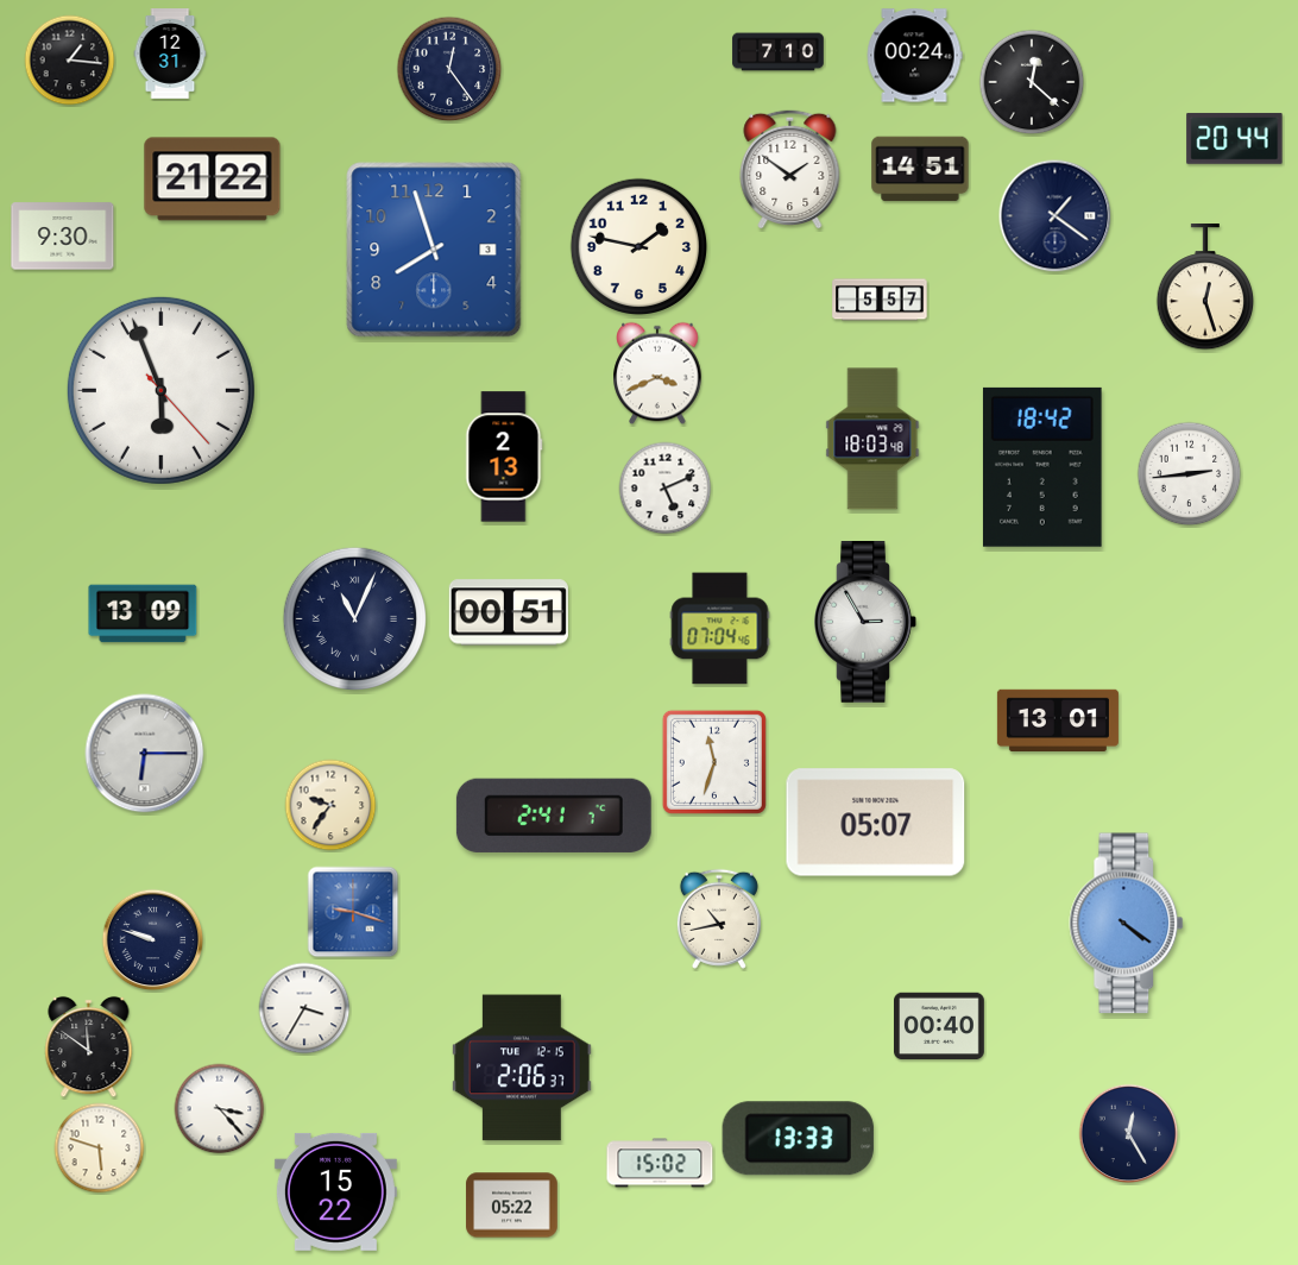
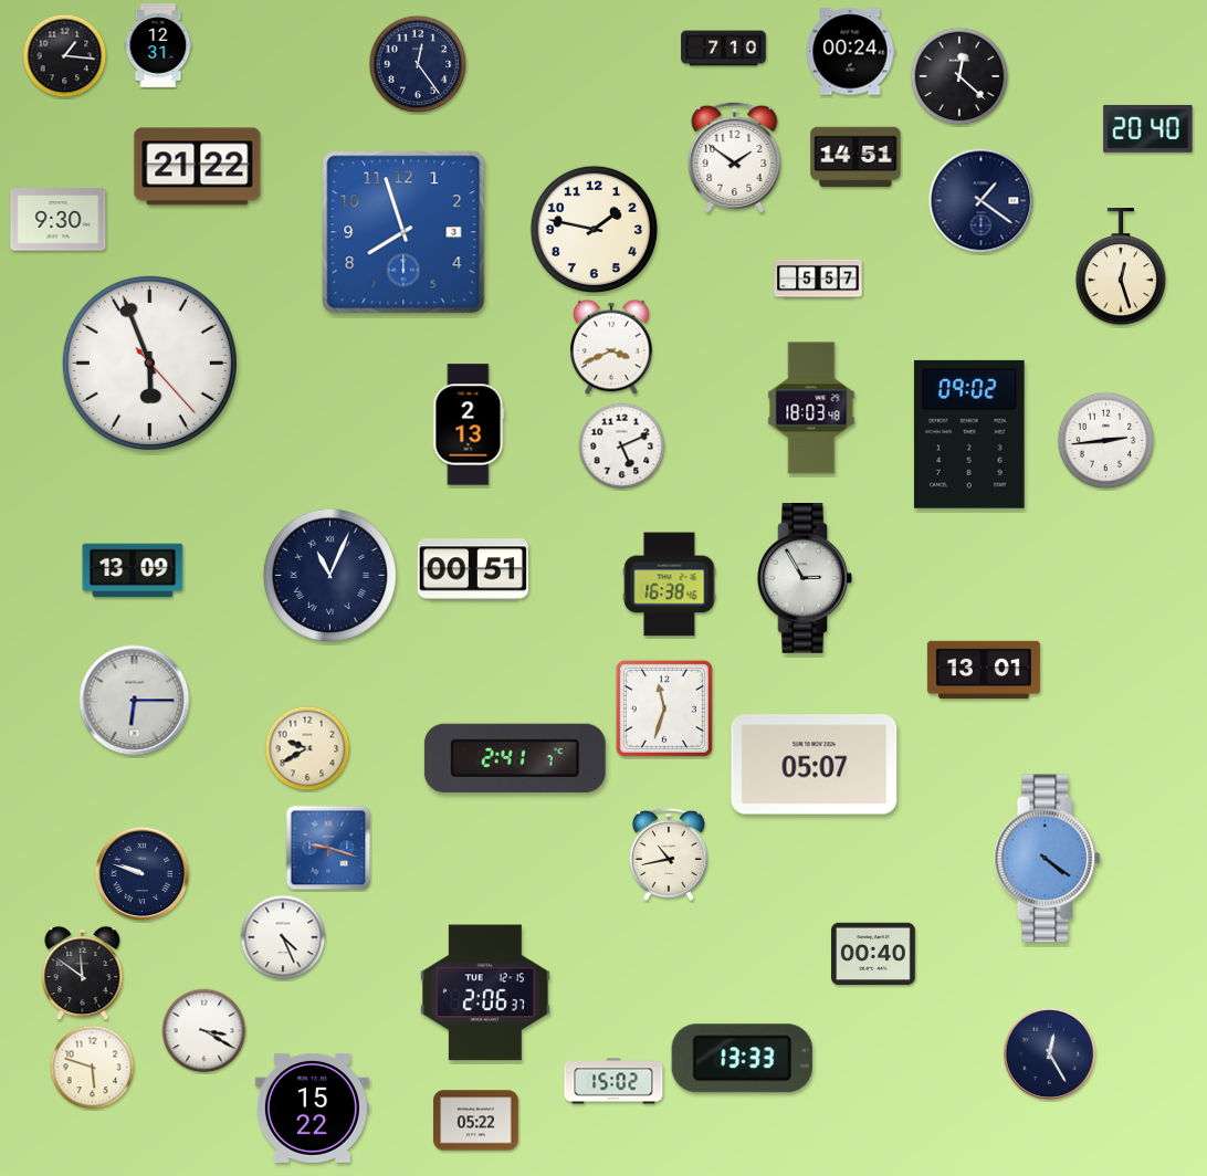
clock at (170, 54) position: (170, 54) -> (158, 45)
clock at (1235, 138): 20:44 -> 20:40
clock at (1042, 467): 18:42 -> 09:02
clock at (666, 489) position: (666, 489) -> (622, 447)
clock at (720, 629): 07:04 -> 16:38
clock at (330, 805): 9:36 -> 9:40
clock at (304, 1008): 3:35 -> 4:26
clock at (220, 1109): 3:23 -> 3:20
